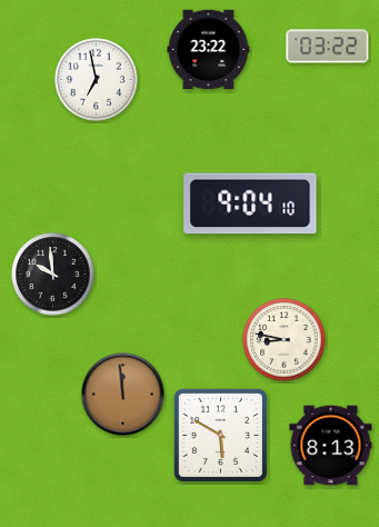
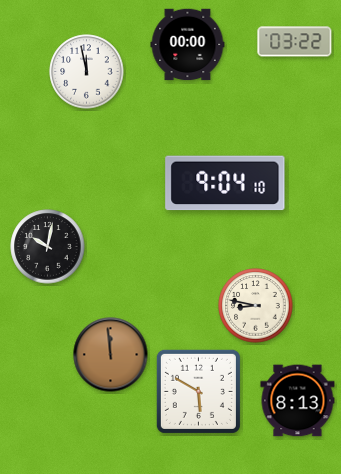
clock at (209, 50): 23:22 -> 00:00
clock at (97, 80): 6:58 -> 11:58
clock at (53, 275): 9:59 -> 10:02
